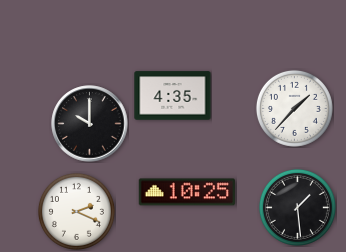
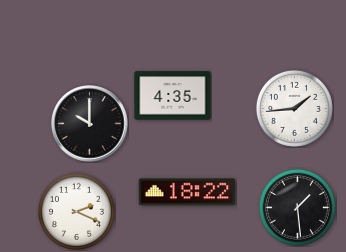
clock at (294, 108): 1:37 -> 1:44
clock at (186, 192): 10:25 -> 18:22
